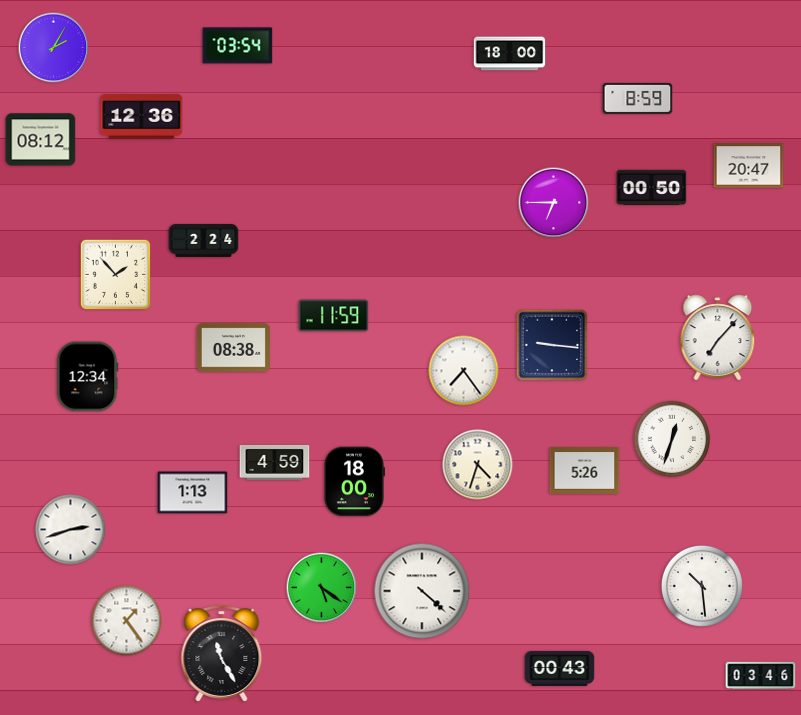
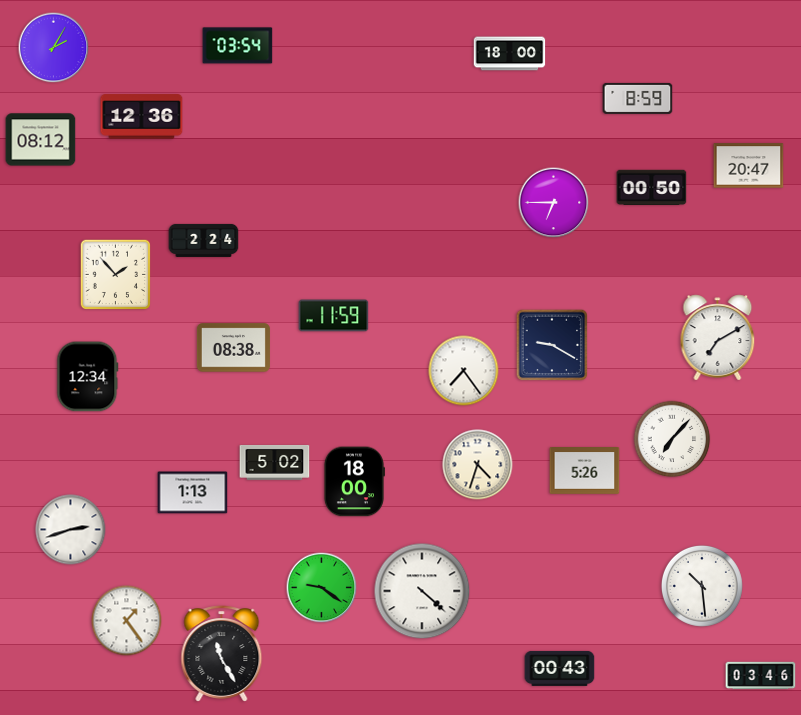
clock at (718, 338): 7:07 -> 7:10
clock at (552, 345): 9:16 -> 9:20
clock at (672, 439): 12:33 -> 7:07
clock at (275, 462): 4:59 -> 5:02
clock at (322, 588): 5:21 -> 9:21
